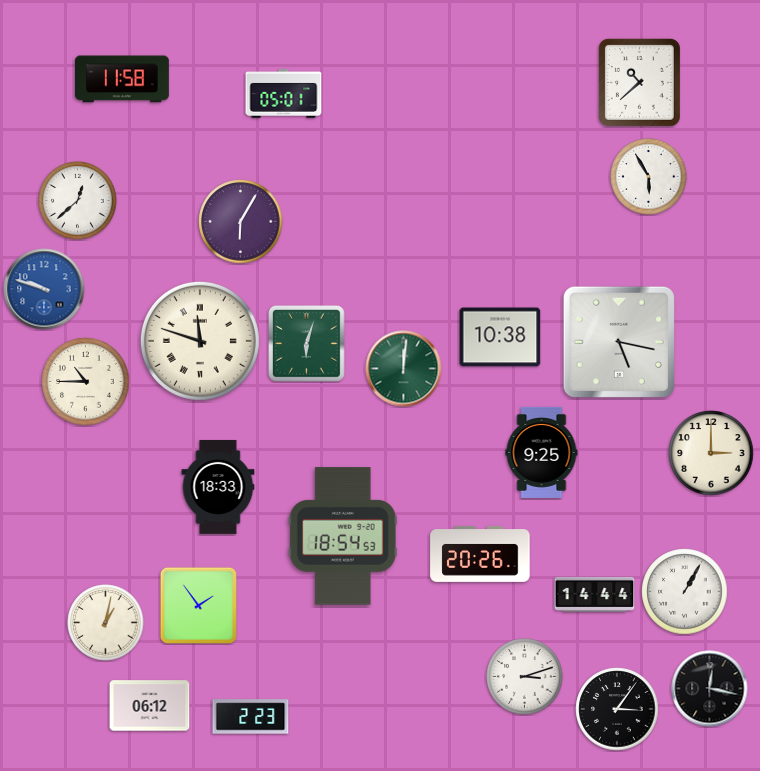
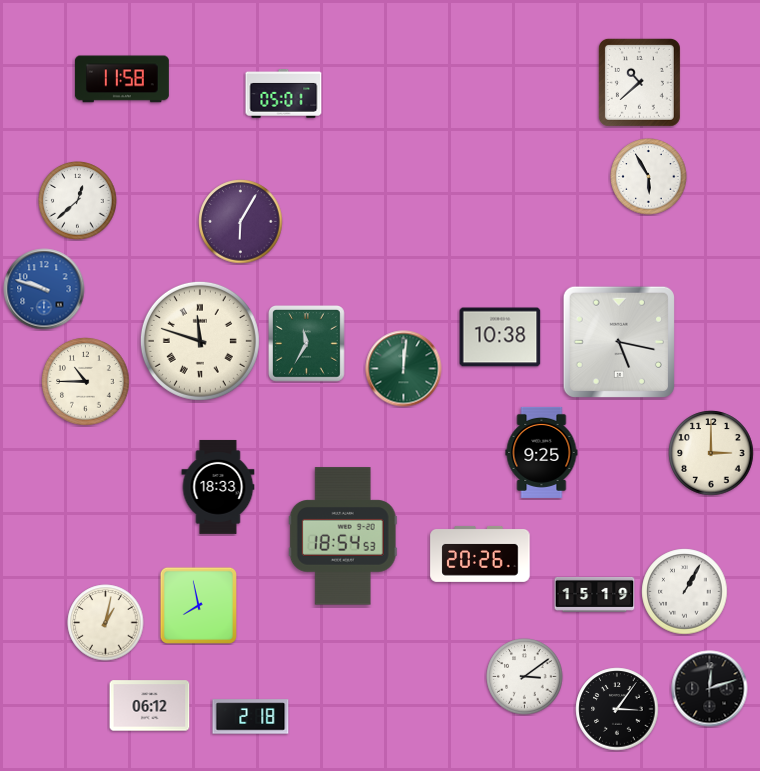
clock at (307, 344): 6:03 -> 11:35
clock at (595, 594): 14:44 -> 15:19
clock at (198, 605): 1:54 -> 7:58
clock at (525, 677): 3:12 -> 3:09
clock at (710, 689): 12:17 -> 12:12
clock at (251, 717): 2:23 -> 2:18
